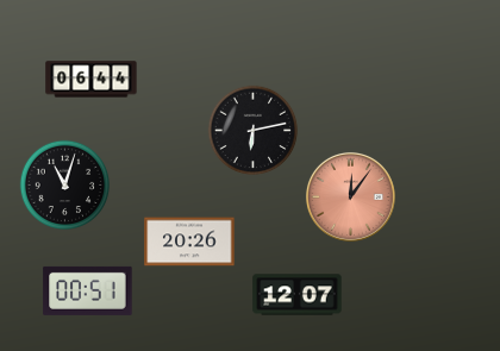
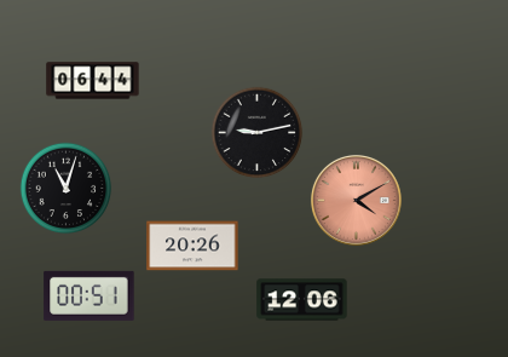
clock at (254, 131): 6:13 -> 9:13
clock at (350, 196): 12:06 -> 4:10
clock at (298, 295): 12:07 -> 12:06
